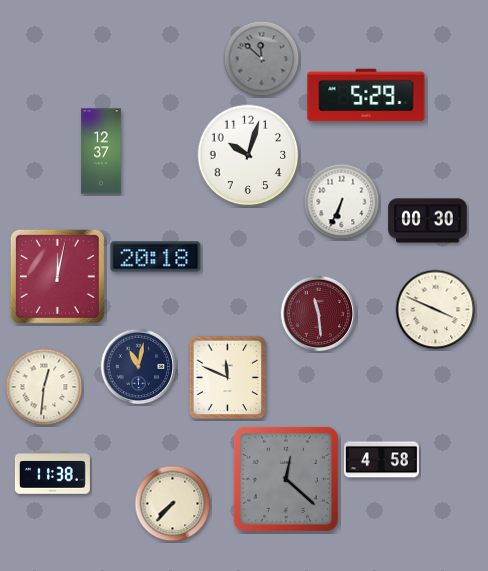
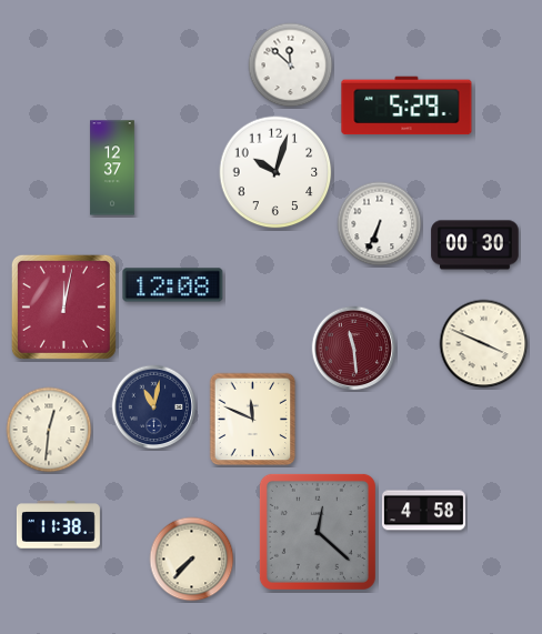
clock at (262, 59) dial: grey -> white
clock at (156, 257): 20:18 -> 12:08
